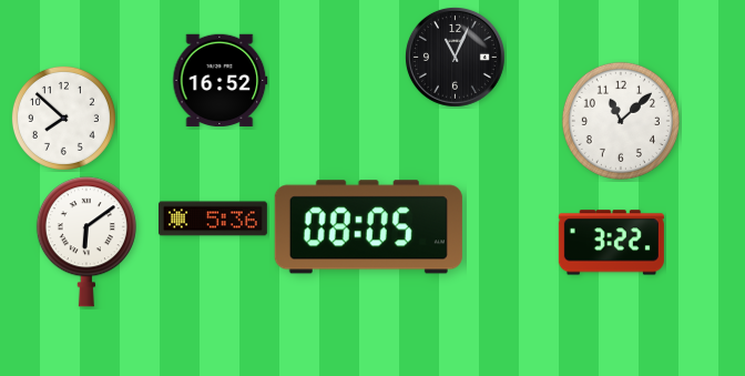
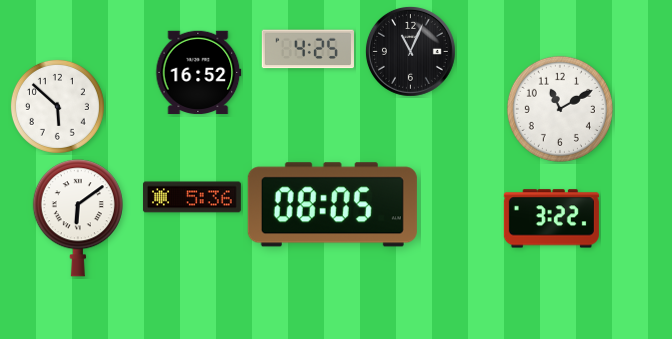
clock at (308, 49): none -> 4:25
clock at (63, 118): 7:52 -> 5:52
clock at (621, 121): 11:08 -> 11:10
